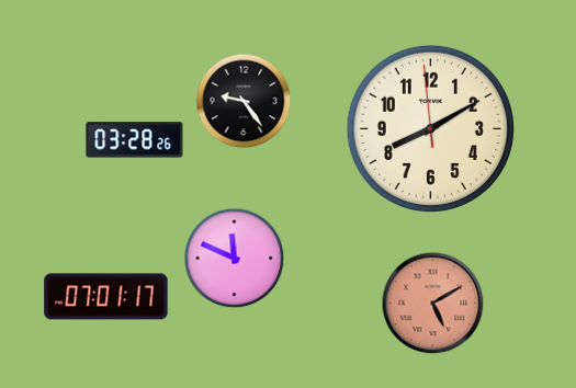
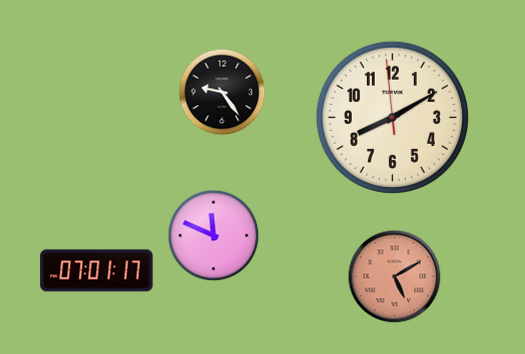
clock at (135, 140): 03:28 -> none
